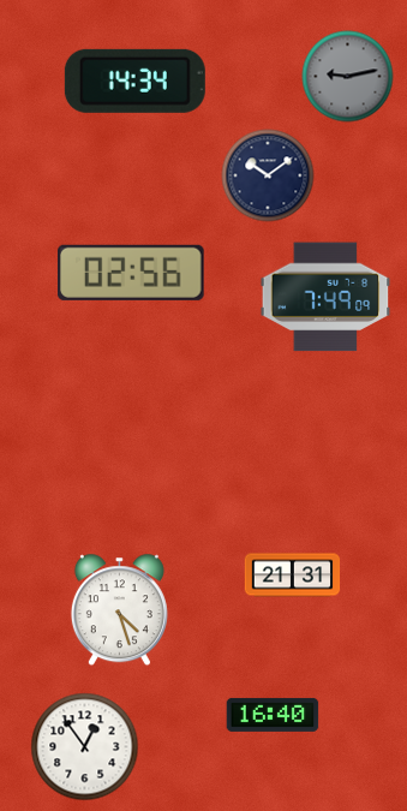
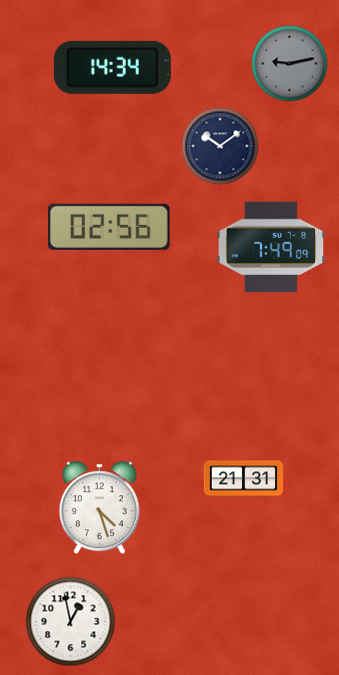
clock at (268, 175) position: (268, 175) -> (220, 146)
clock at (273, 715): 16:40 -> none
clock at (85, 747): 12:54 -> 12:58
